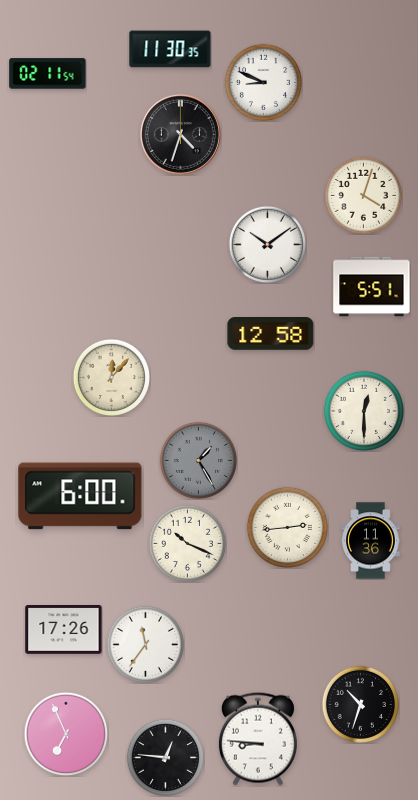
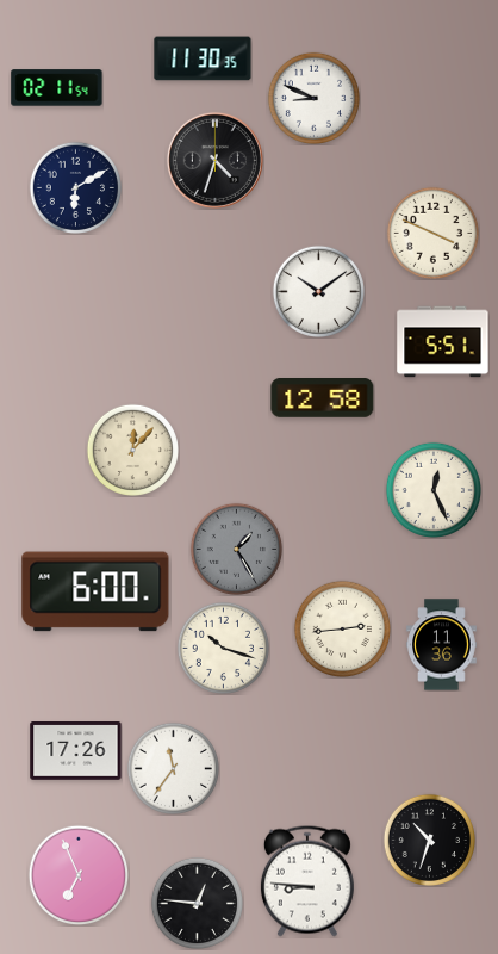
clock at (75, 187): none -> 6:10
clock at (363, 195): 4:03 -> 3:49
clock at (363, 410): 12:30 -> 12:26
clock at (187, 543): 10:19 -> 10:18
